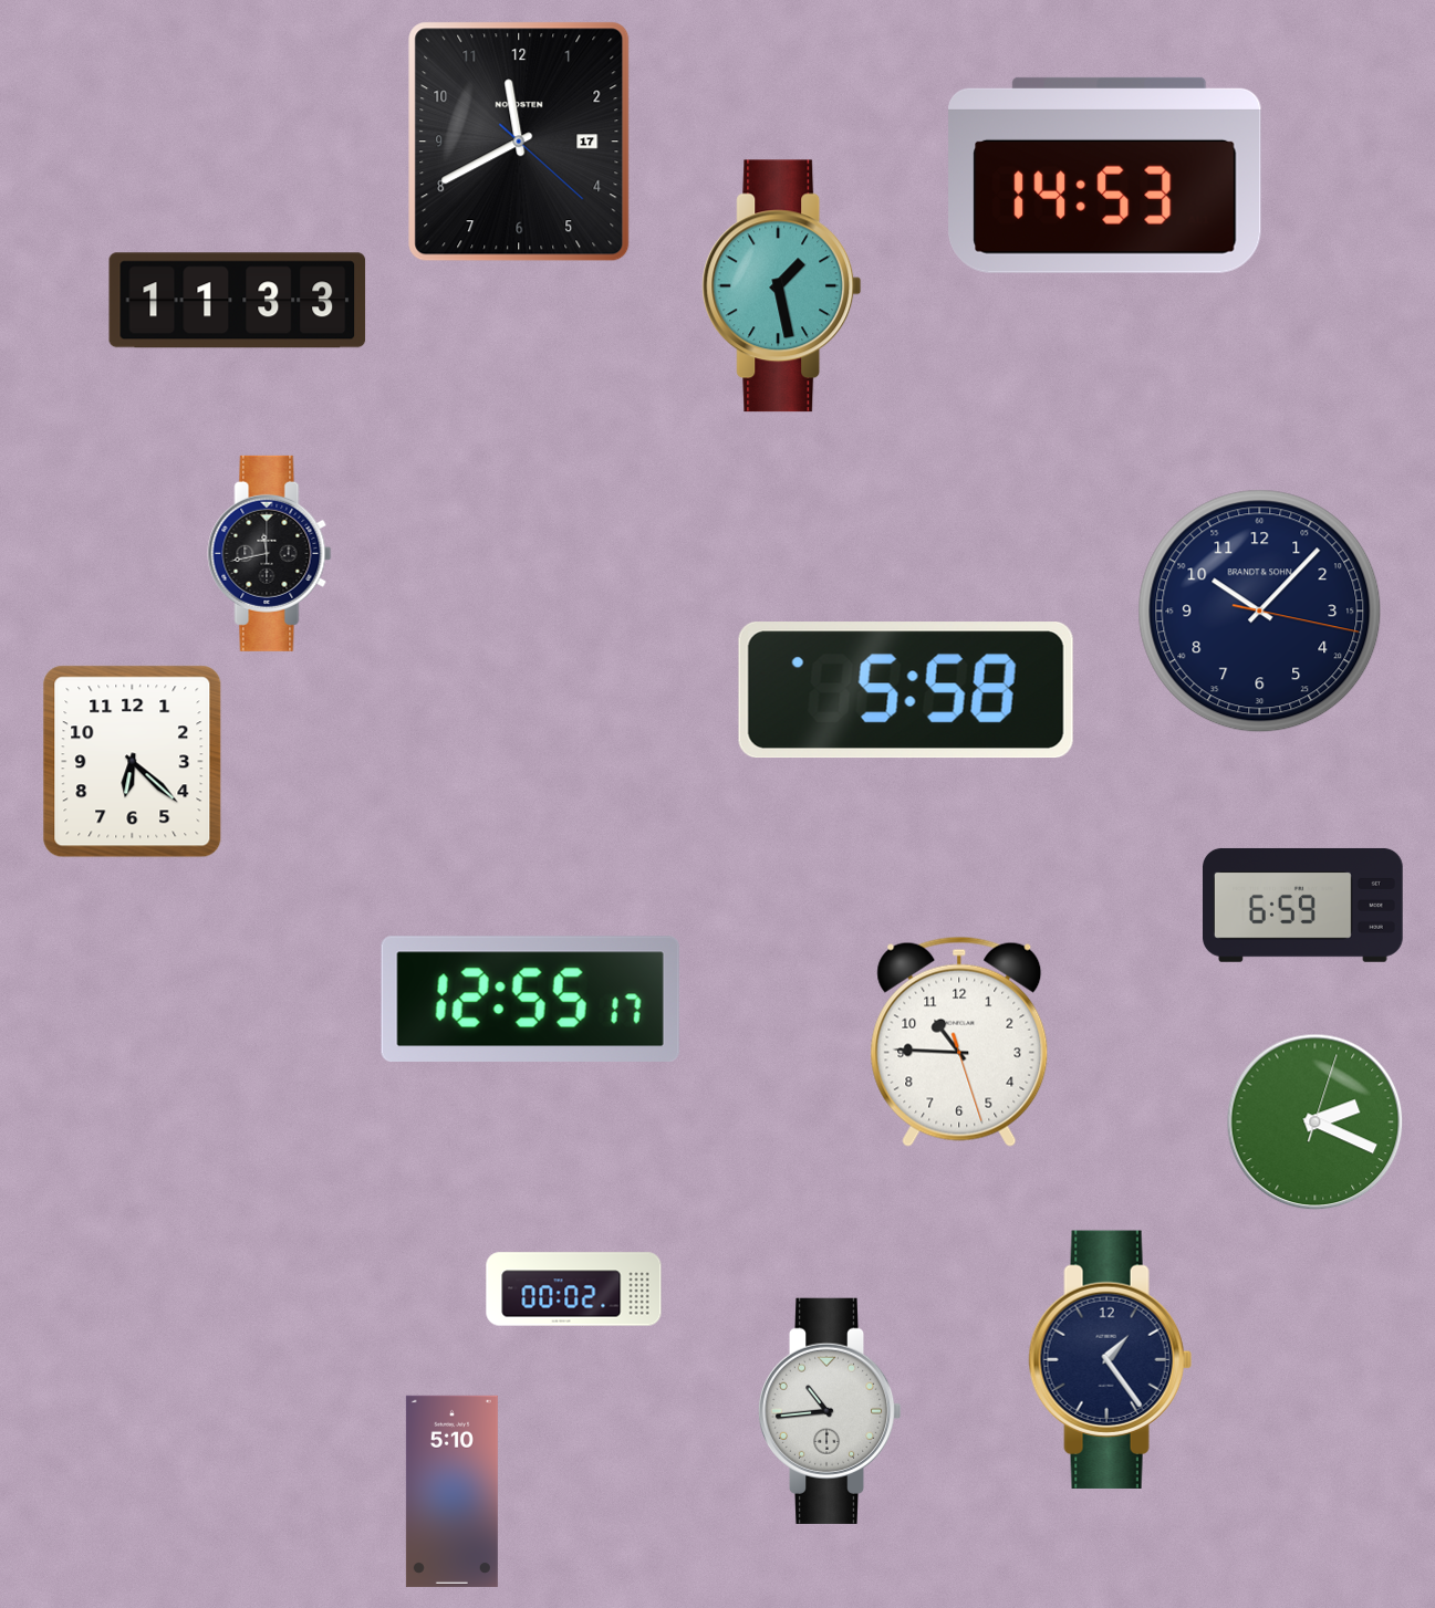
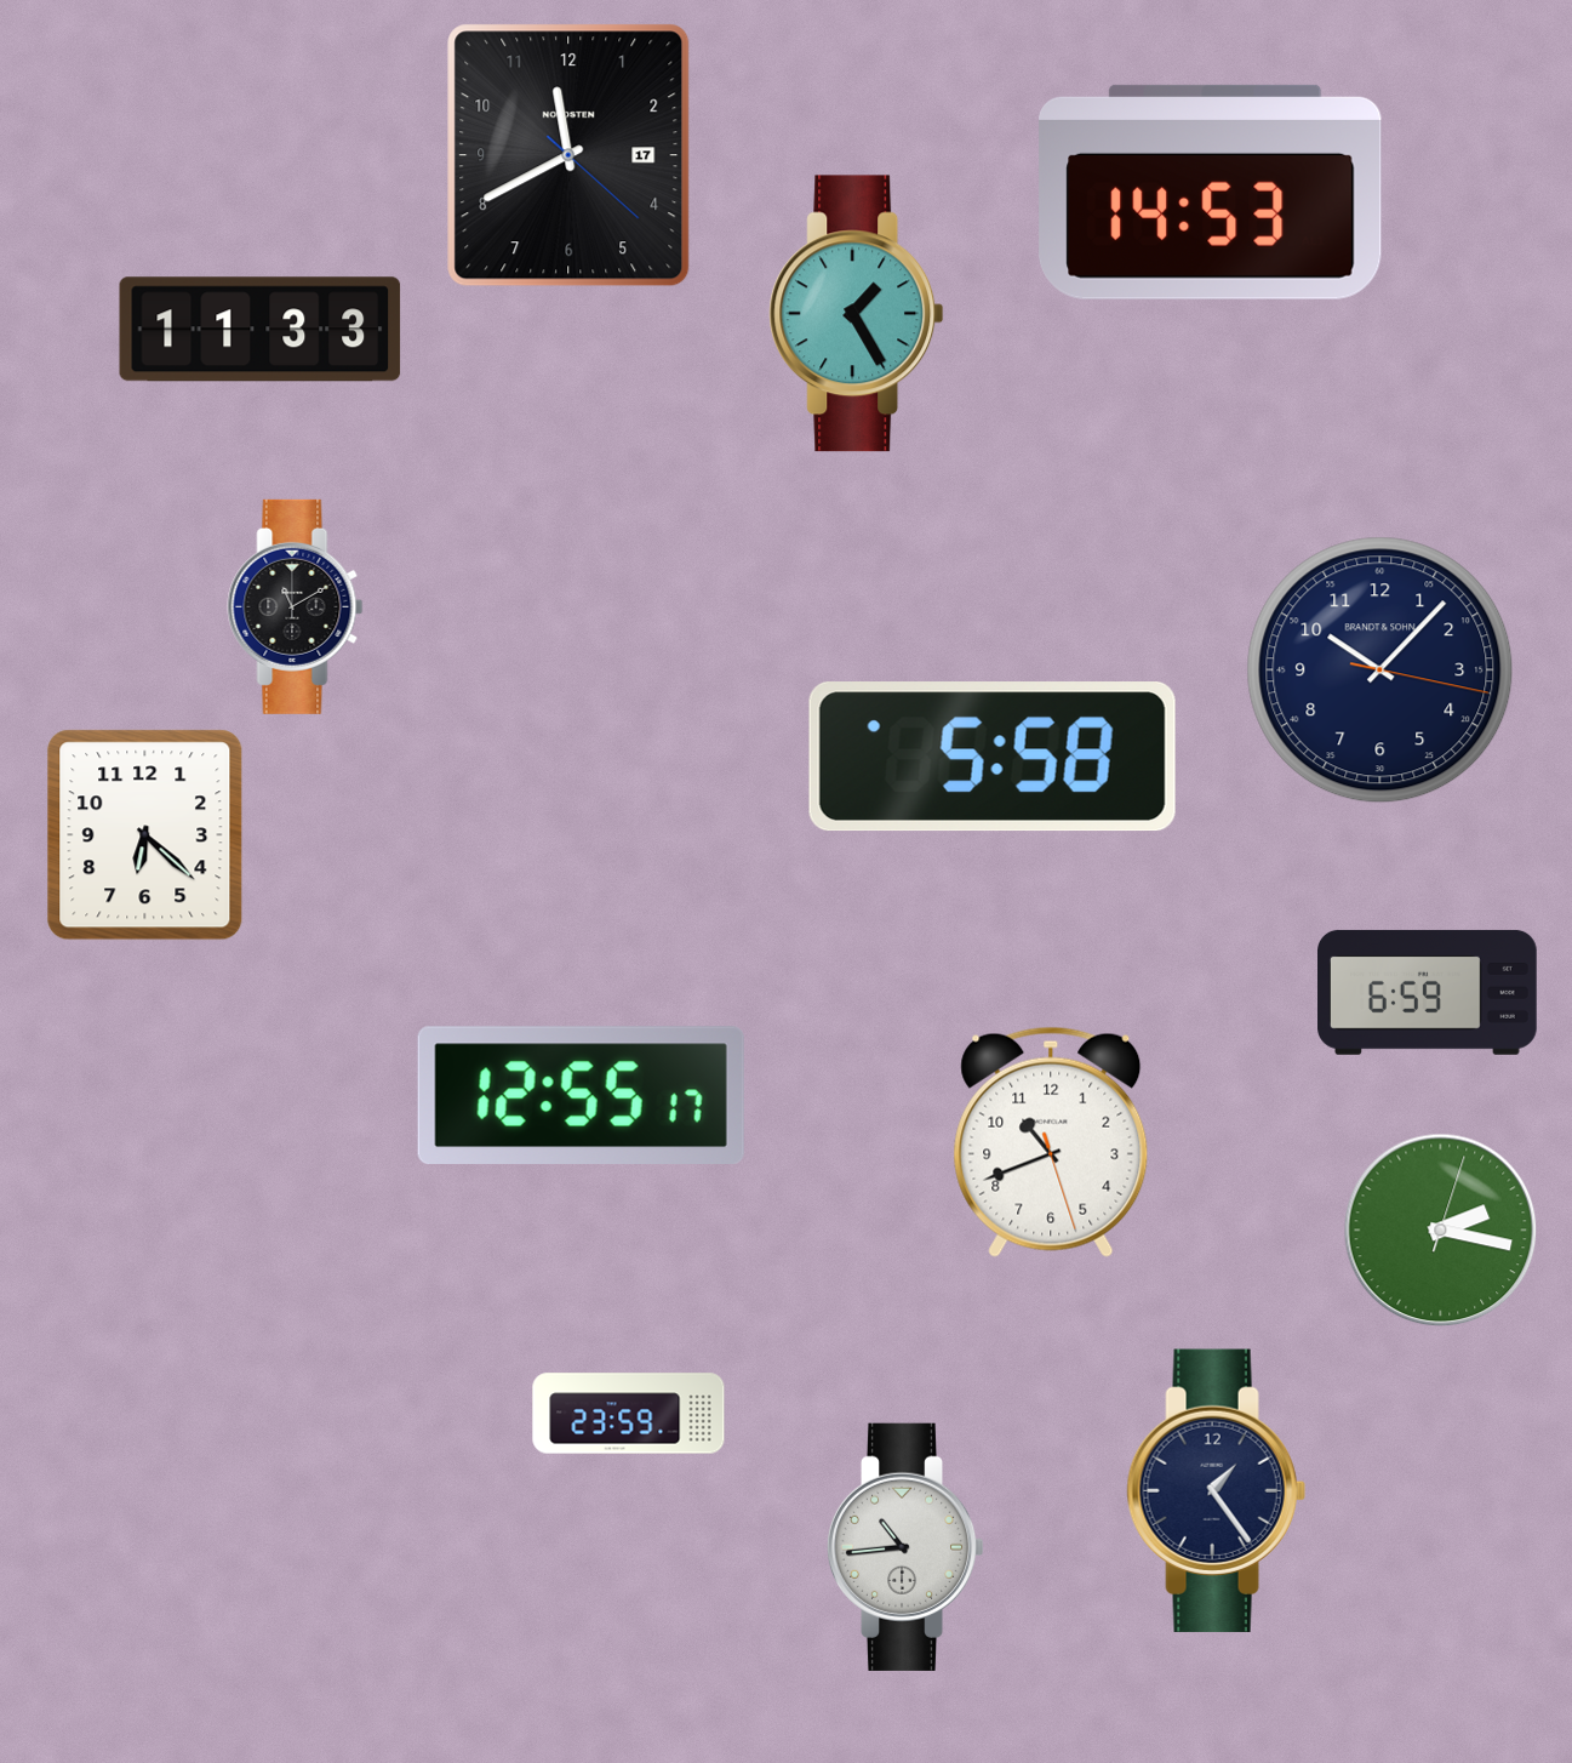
clock at (782, 286): 1:28 -> 1:25
clock at (270, 553): 11:43 -> 11:10
clock at (959, 1042): 10:45 -> 10:41
clock at (1316, 1123): 2:19 -> 2:17
clock at (574, 1289): 00:02 -> 23:59
clock at (830, 1411) position: (830, 1411) -> (905, 1547)
clock at (451, 1491): 5:10 -> none
